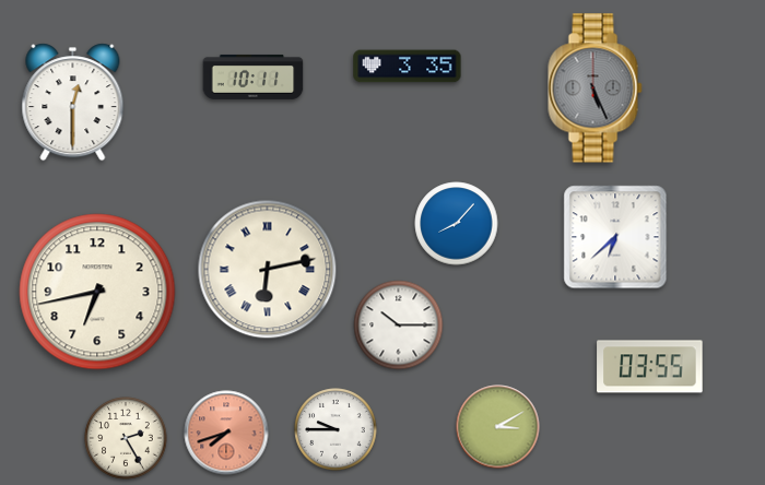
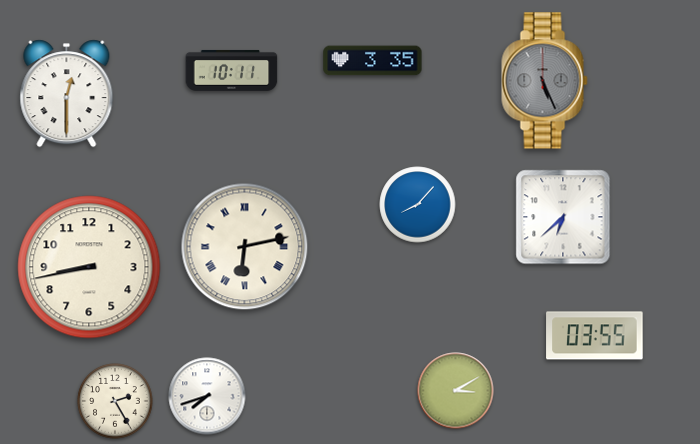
clock at (97, 292): 6:43 -> 8:43
clock at (399, 326): 10:15 -> none
clock at (336, 429): 9:45 -> none
clock at (226, 433) dial: salmon -> white
